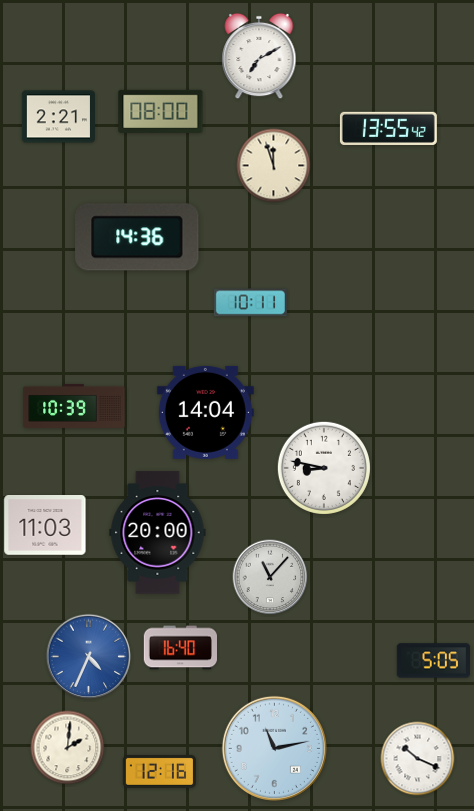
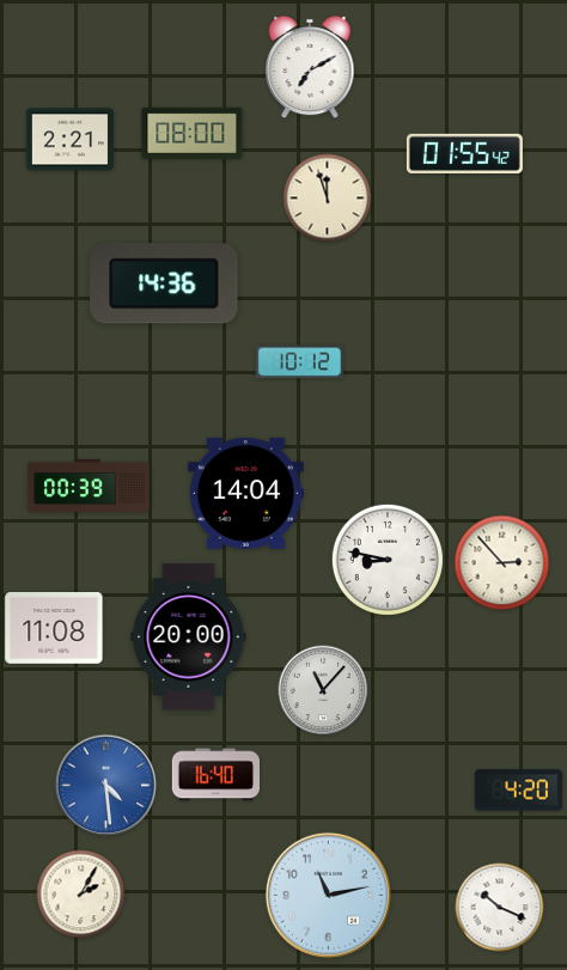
clock at (388, 128): 13:55 -> 01:55
clock at (250, 303): 10:11 -> 10:12
clock at (74, 406): 10:39 -> 00:39
clock at (502, 563): none -> 2:53
clock at (45, 526): 11:03 -> 11:08
clock at (89, 657): 4:34 -> 4:29
clock at (433, 661): 5:05 -> 4:20
clock at (68, 748): 2:01 -> 2:05
clock at (159, 771): 12:16 -> none
